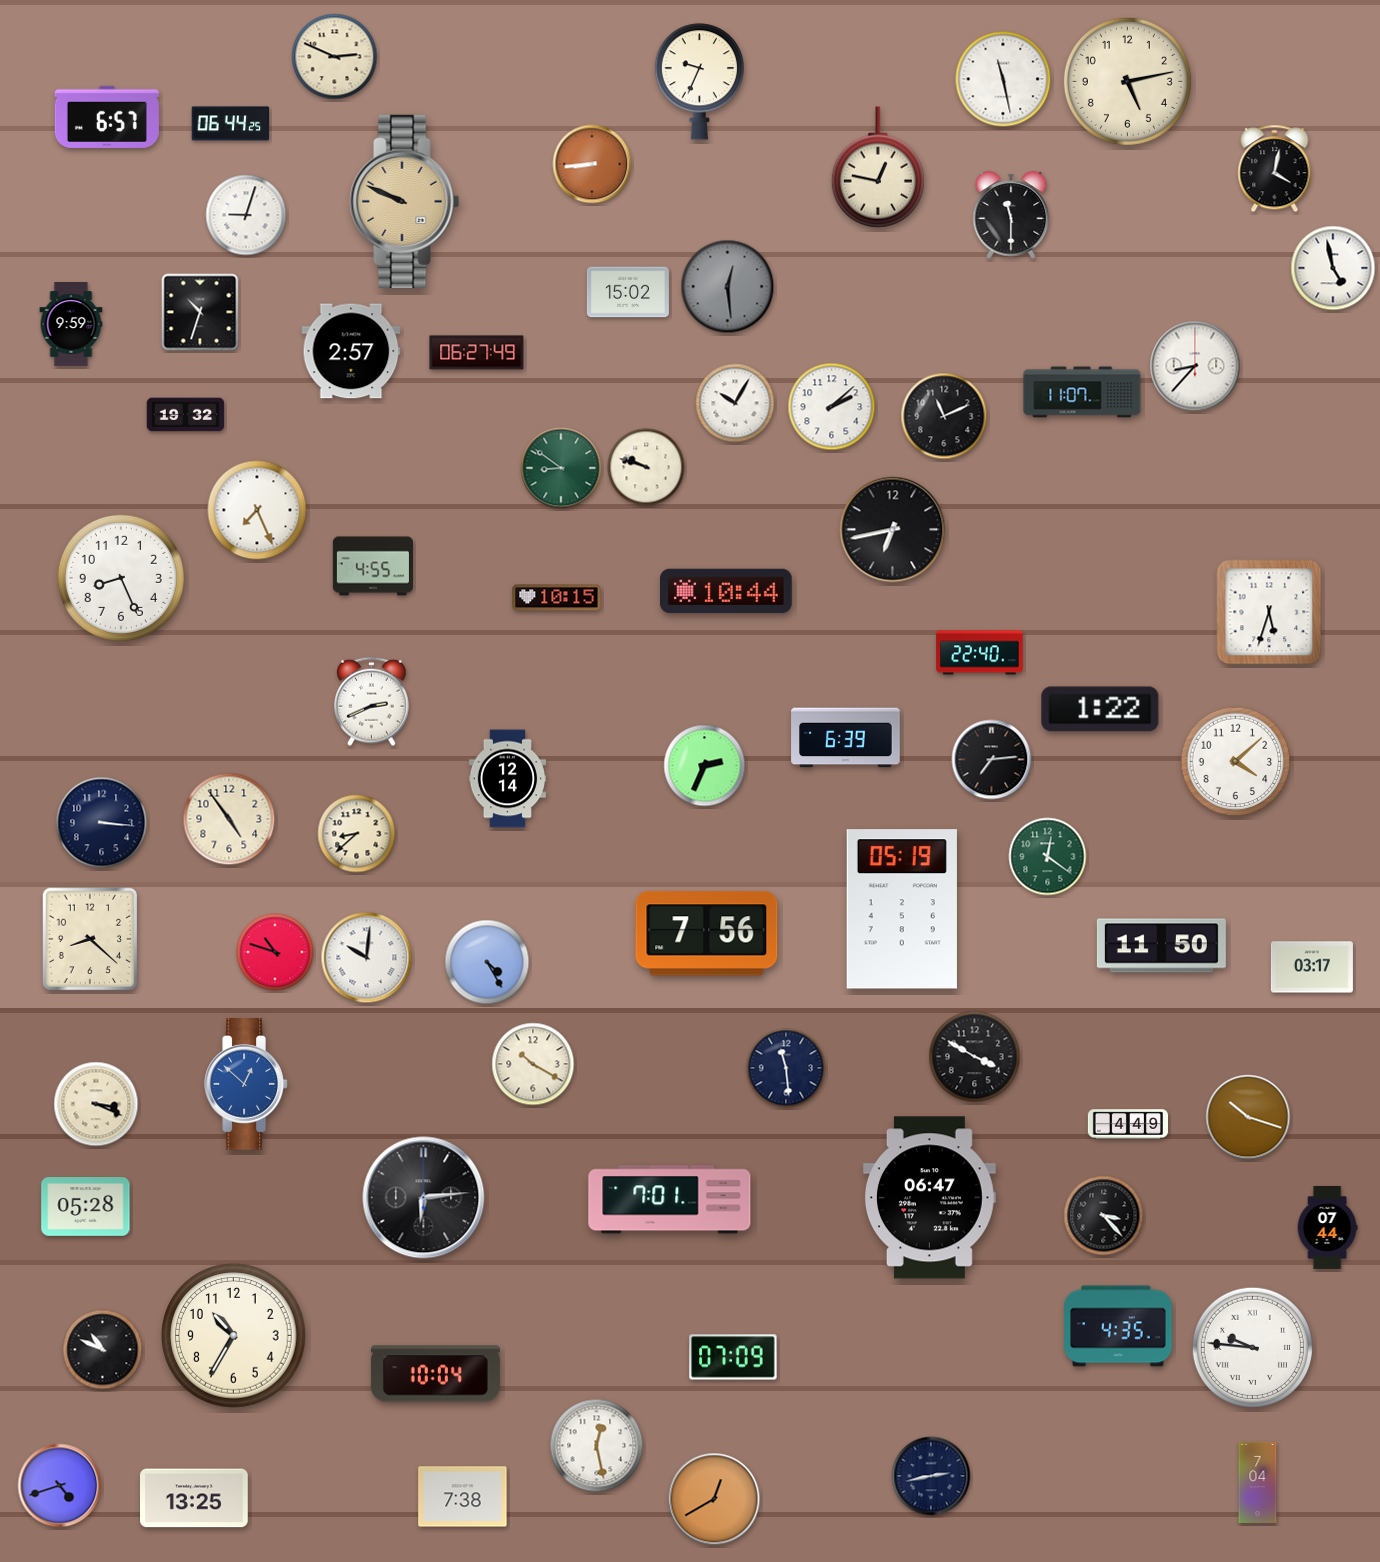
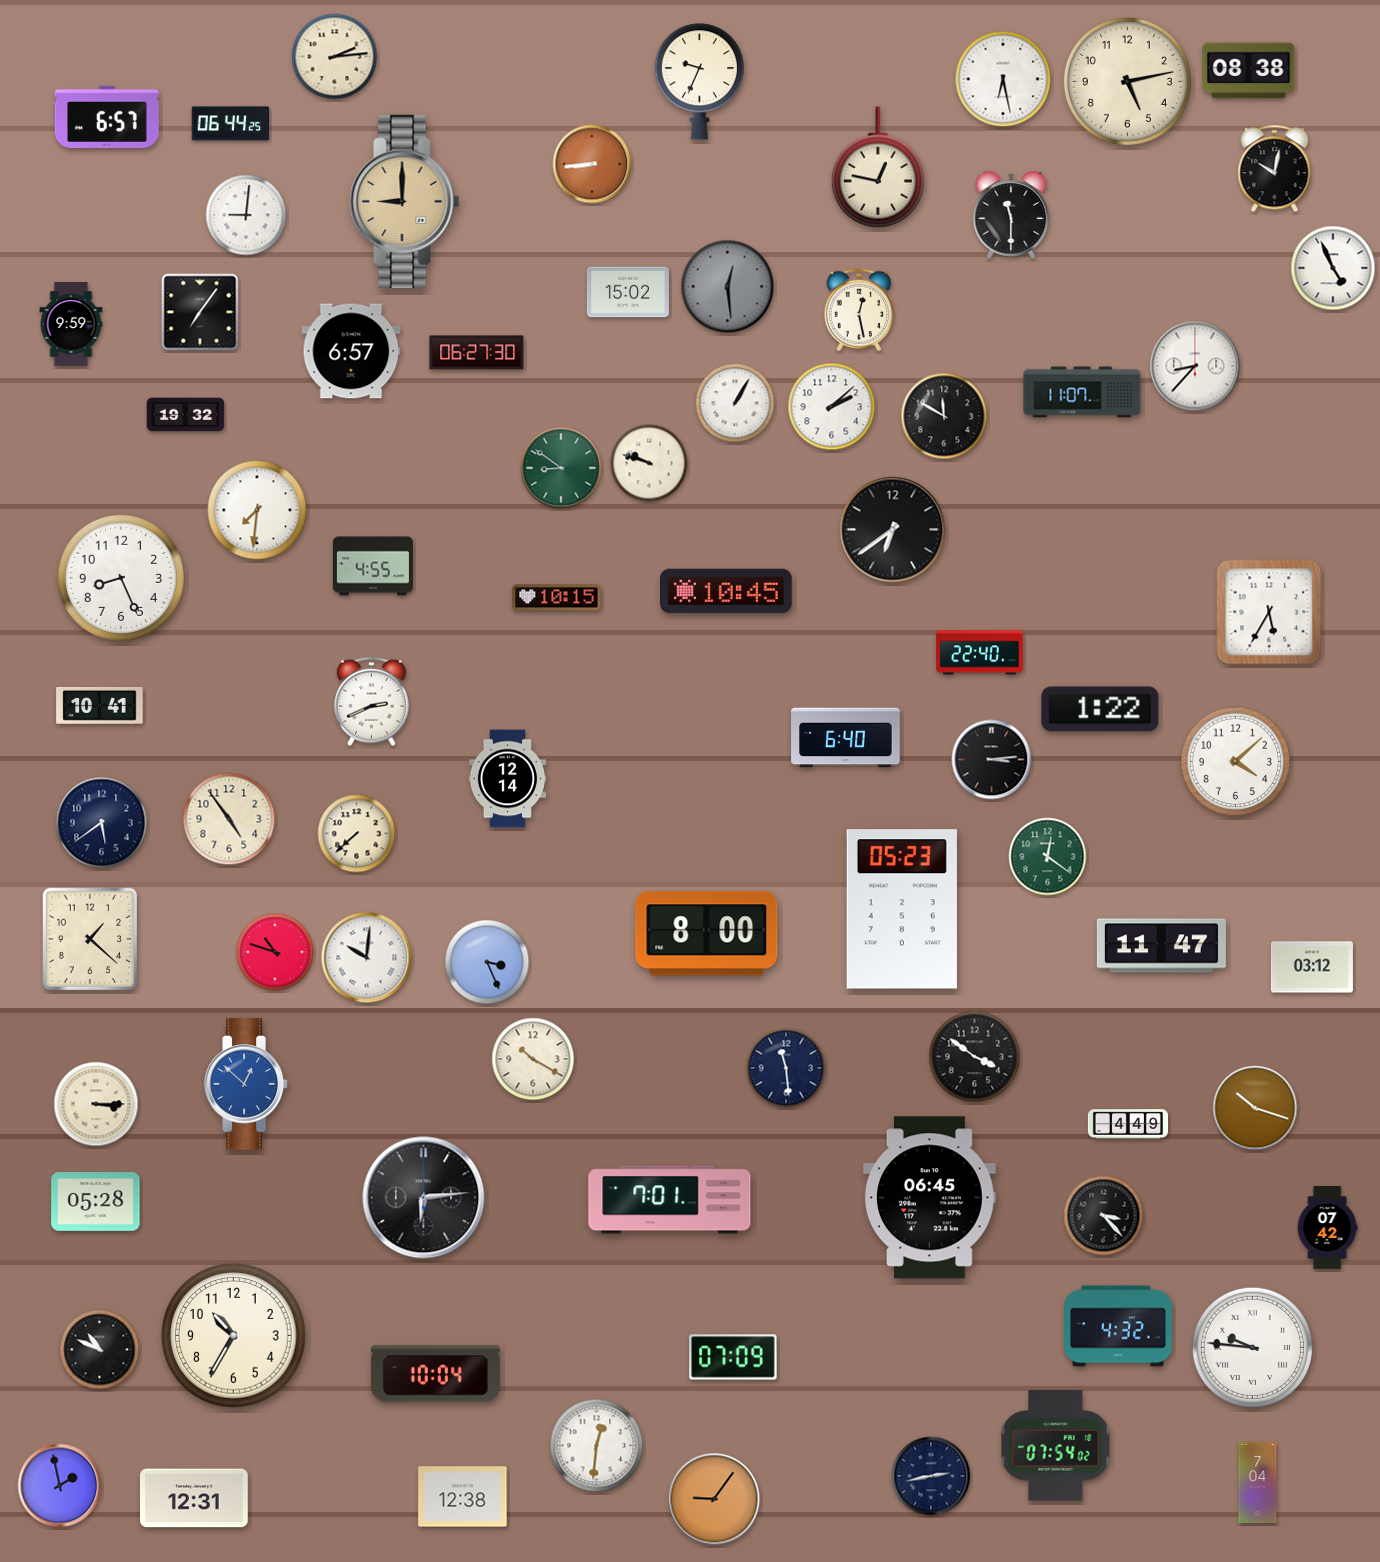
clock at (335, 57): 2:49 -> 2:14
clock at (1249, 71): none -> 08:38
clock at (1003, 79): 11:28 -> 6:28
clock at (1275, 169): 4:02 -> 10:02
clock at (405, 201): 9:49 -> 9:00
clock at (246, 215): 9:03 -> 9:01
clock at (1333, 268): 4:58 -> 4:56
clock at (859, 310): none -> 12:28
clock at (200, 312): 10:33 -> 7:06
clock at (351, 351): 2:57 -> 6:57
clock at (477, 353): 06:27:49 -> 06:27:30
clock at (735, 403): 10:05 -> 1:05
clock at (944, 416): 11:11 -> 11:50
clock at (646, 467) position: (646, 467) -> (649, 463)
clock at (257, 510): 7:26 -> 7:31
clock at (893, 530): 6:43 -> 6:39
clock at (726, 591): 10:44 -> 10:45
clock at (1269, 612): 5:33 -> 5:35
clock at (100, 705): none -> 10:41
clock at (846, 738): 6:39 -> 6:40
clock at (992, 760): 7:14 -> 3:14
clock at (705, 766): 2:34 -> none
clock at (102, 823): 3:16 -> 5:39
clock at (357, 834): 8:38 -> 7:38
clock at (902, 909): 05:19 -> 05:23
clock at (707, 934): 7:56 -> 8:00
clock at (90, 939): 8:22 -> 1:22
clock at (1161, 946): 11:50 -> 11:47
clock at (487, 962): 4:25 -> 3:26
clock at (1312, 967): 03:17 -> 03:12
clock at (975, 1057): 3:50 -> 3:51
clock at (533, 1064) position: (533, 1064) -> (533, 1059)
clock at (96, 1104): 3:19 -> 3:15
clock at (1248, 1117) position: (1248, 1117) -> (1255, 1108)
clock at (930, 1198): 06:47 -> 06:45
clock at (86, 1207) position: (86, 1207) -> (96, 1202)
clock at (1327, 1227): 07:44 -> 07:42
clock at (1119, 1326): 4:35 -> 4:32
clock at (103, 1350) position: (103, 1350) -> (100, 1350)
clock at (597, 1446): 12:28 -> 12:31
clock at (1056, 1446): none -> 07:54
clock at (60, 1486): 4:42 -> 1:58
clock at (463, 1497): 7:38 -> 12:38
clock at (195, 1498): 13:25 -> 12:31
clock at (714, 1499): 12:40 -> 9:06
